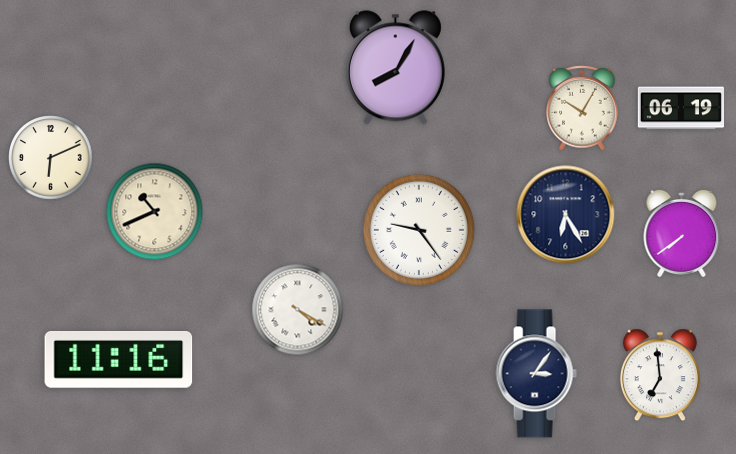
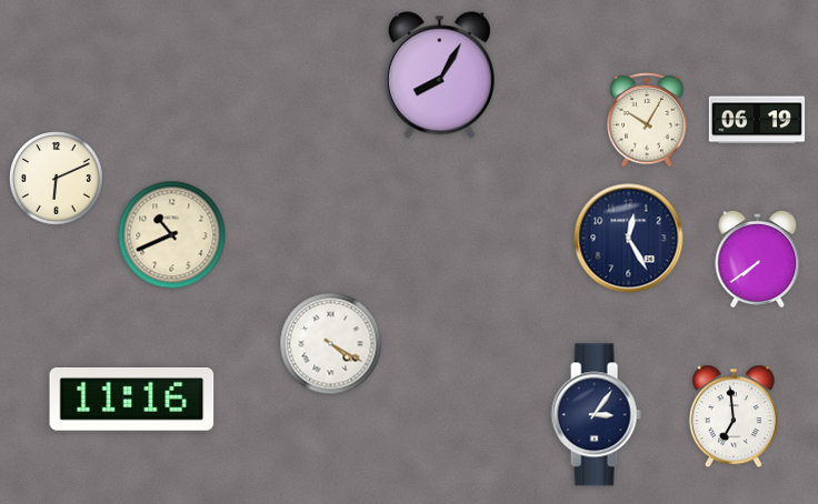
clock at (51, 158) position: (51, 158) -> (57, 179)
clock at (566, 215): 6:25 -> 12:25
clock at (419, 230): 9:24 -> none
